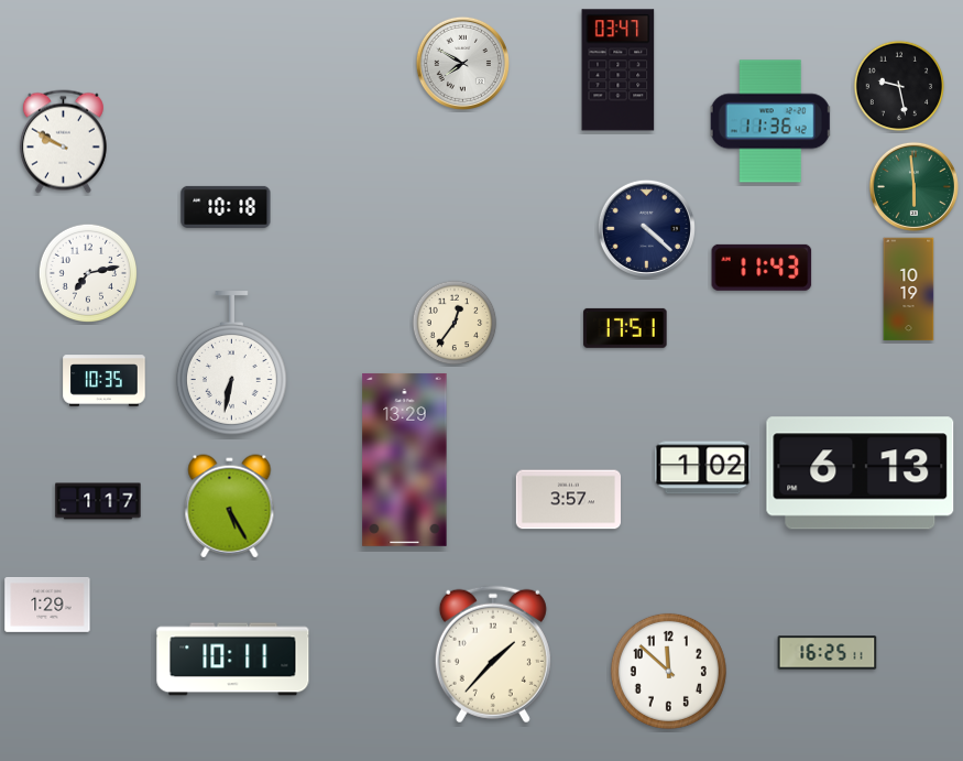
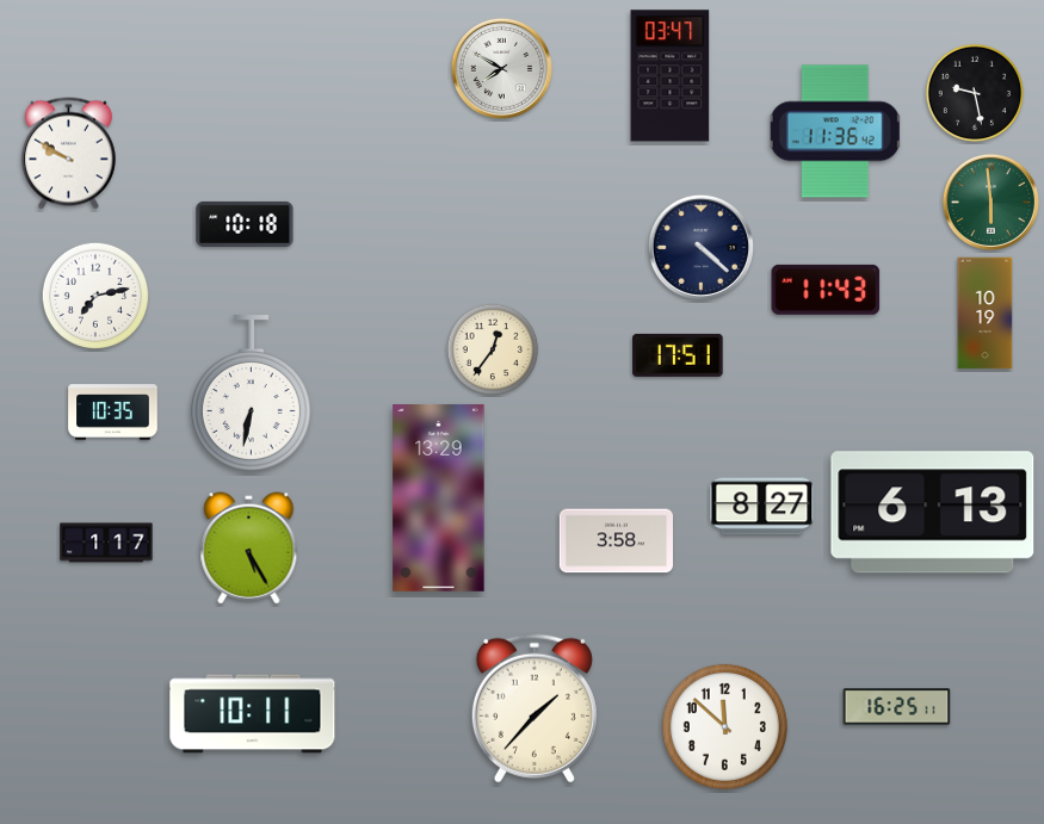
clock at (703, 468): 1:02 -> 8:27
clock at (568, 500): 3:57 -> 3:58
clock at (47, 605): 1:29 -> none
